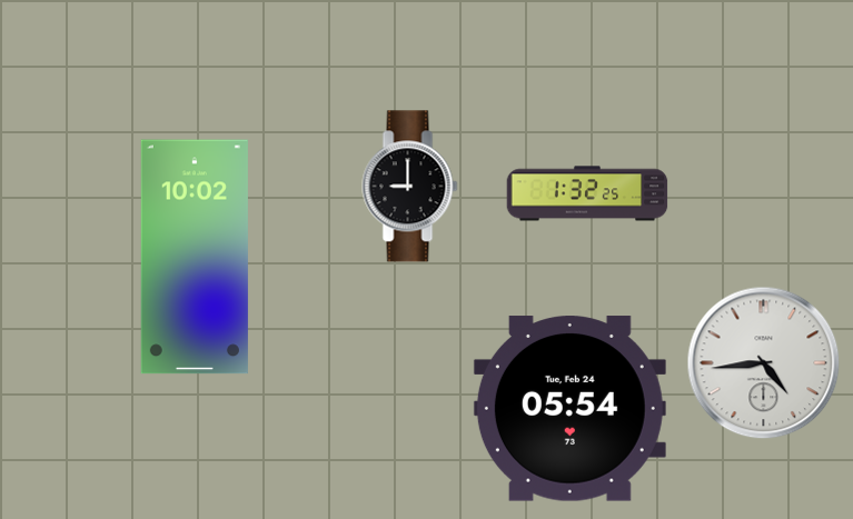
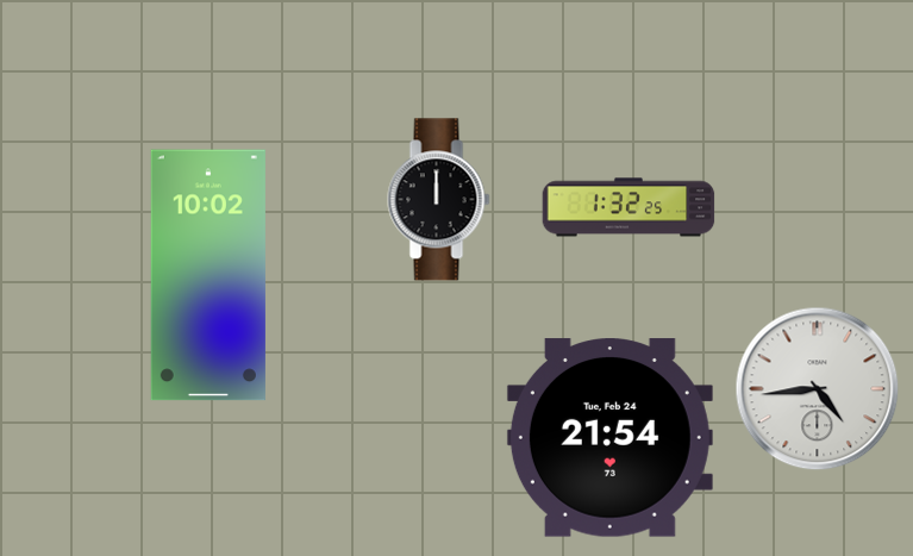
clock at (410, 187): 9:00 -> 12:00
clock at (569, 409): 05:54 -> 21:54
